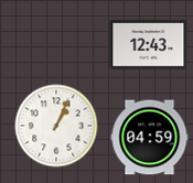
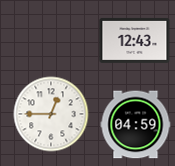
clock at (56, 126): 1:04 -> 12:45
